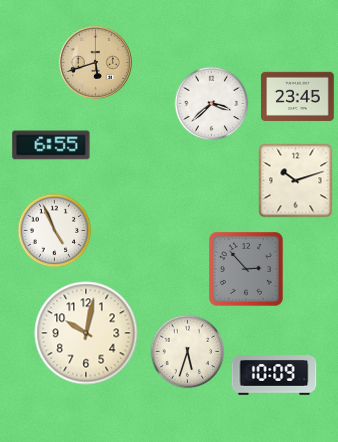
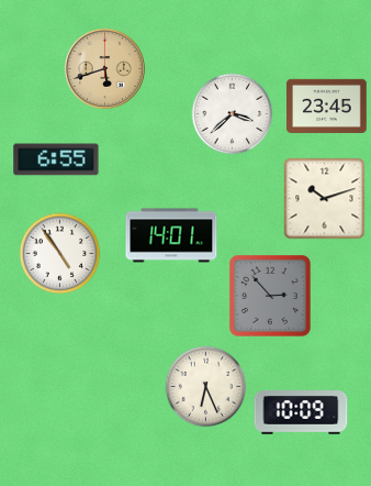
clock at (171, 235): none -> 14:01
clock at (55, 231): 4:56 -> 4:54
clock at (86, 333): 10:02 -> none
clock at (188, 352): 5:33 -> 6:26
